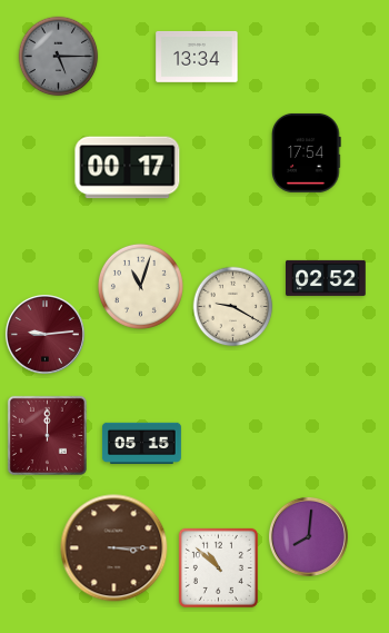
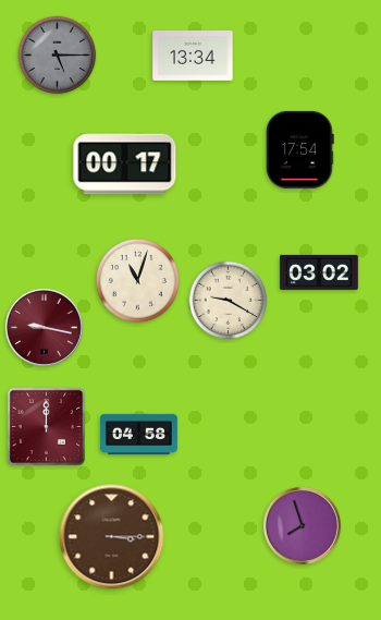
clock at (327, 278): 02:52 -> 03:02
clock at (44, 334): 9:14 -> 9:17
clock at (141, 443): 05:15 -> 04:58
clock at (308, 536): 8:01 -> 7:57
clock at (218, 567): 10:52 -> none
